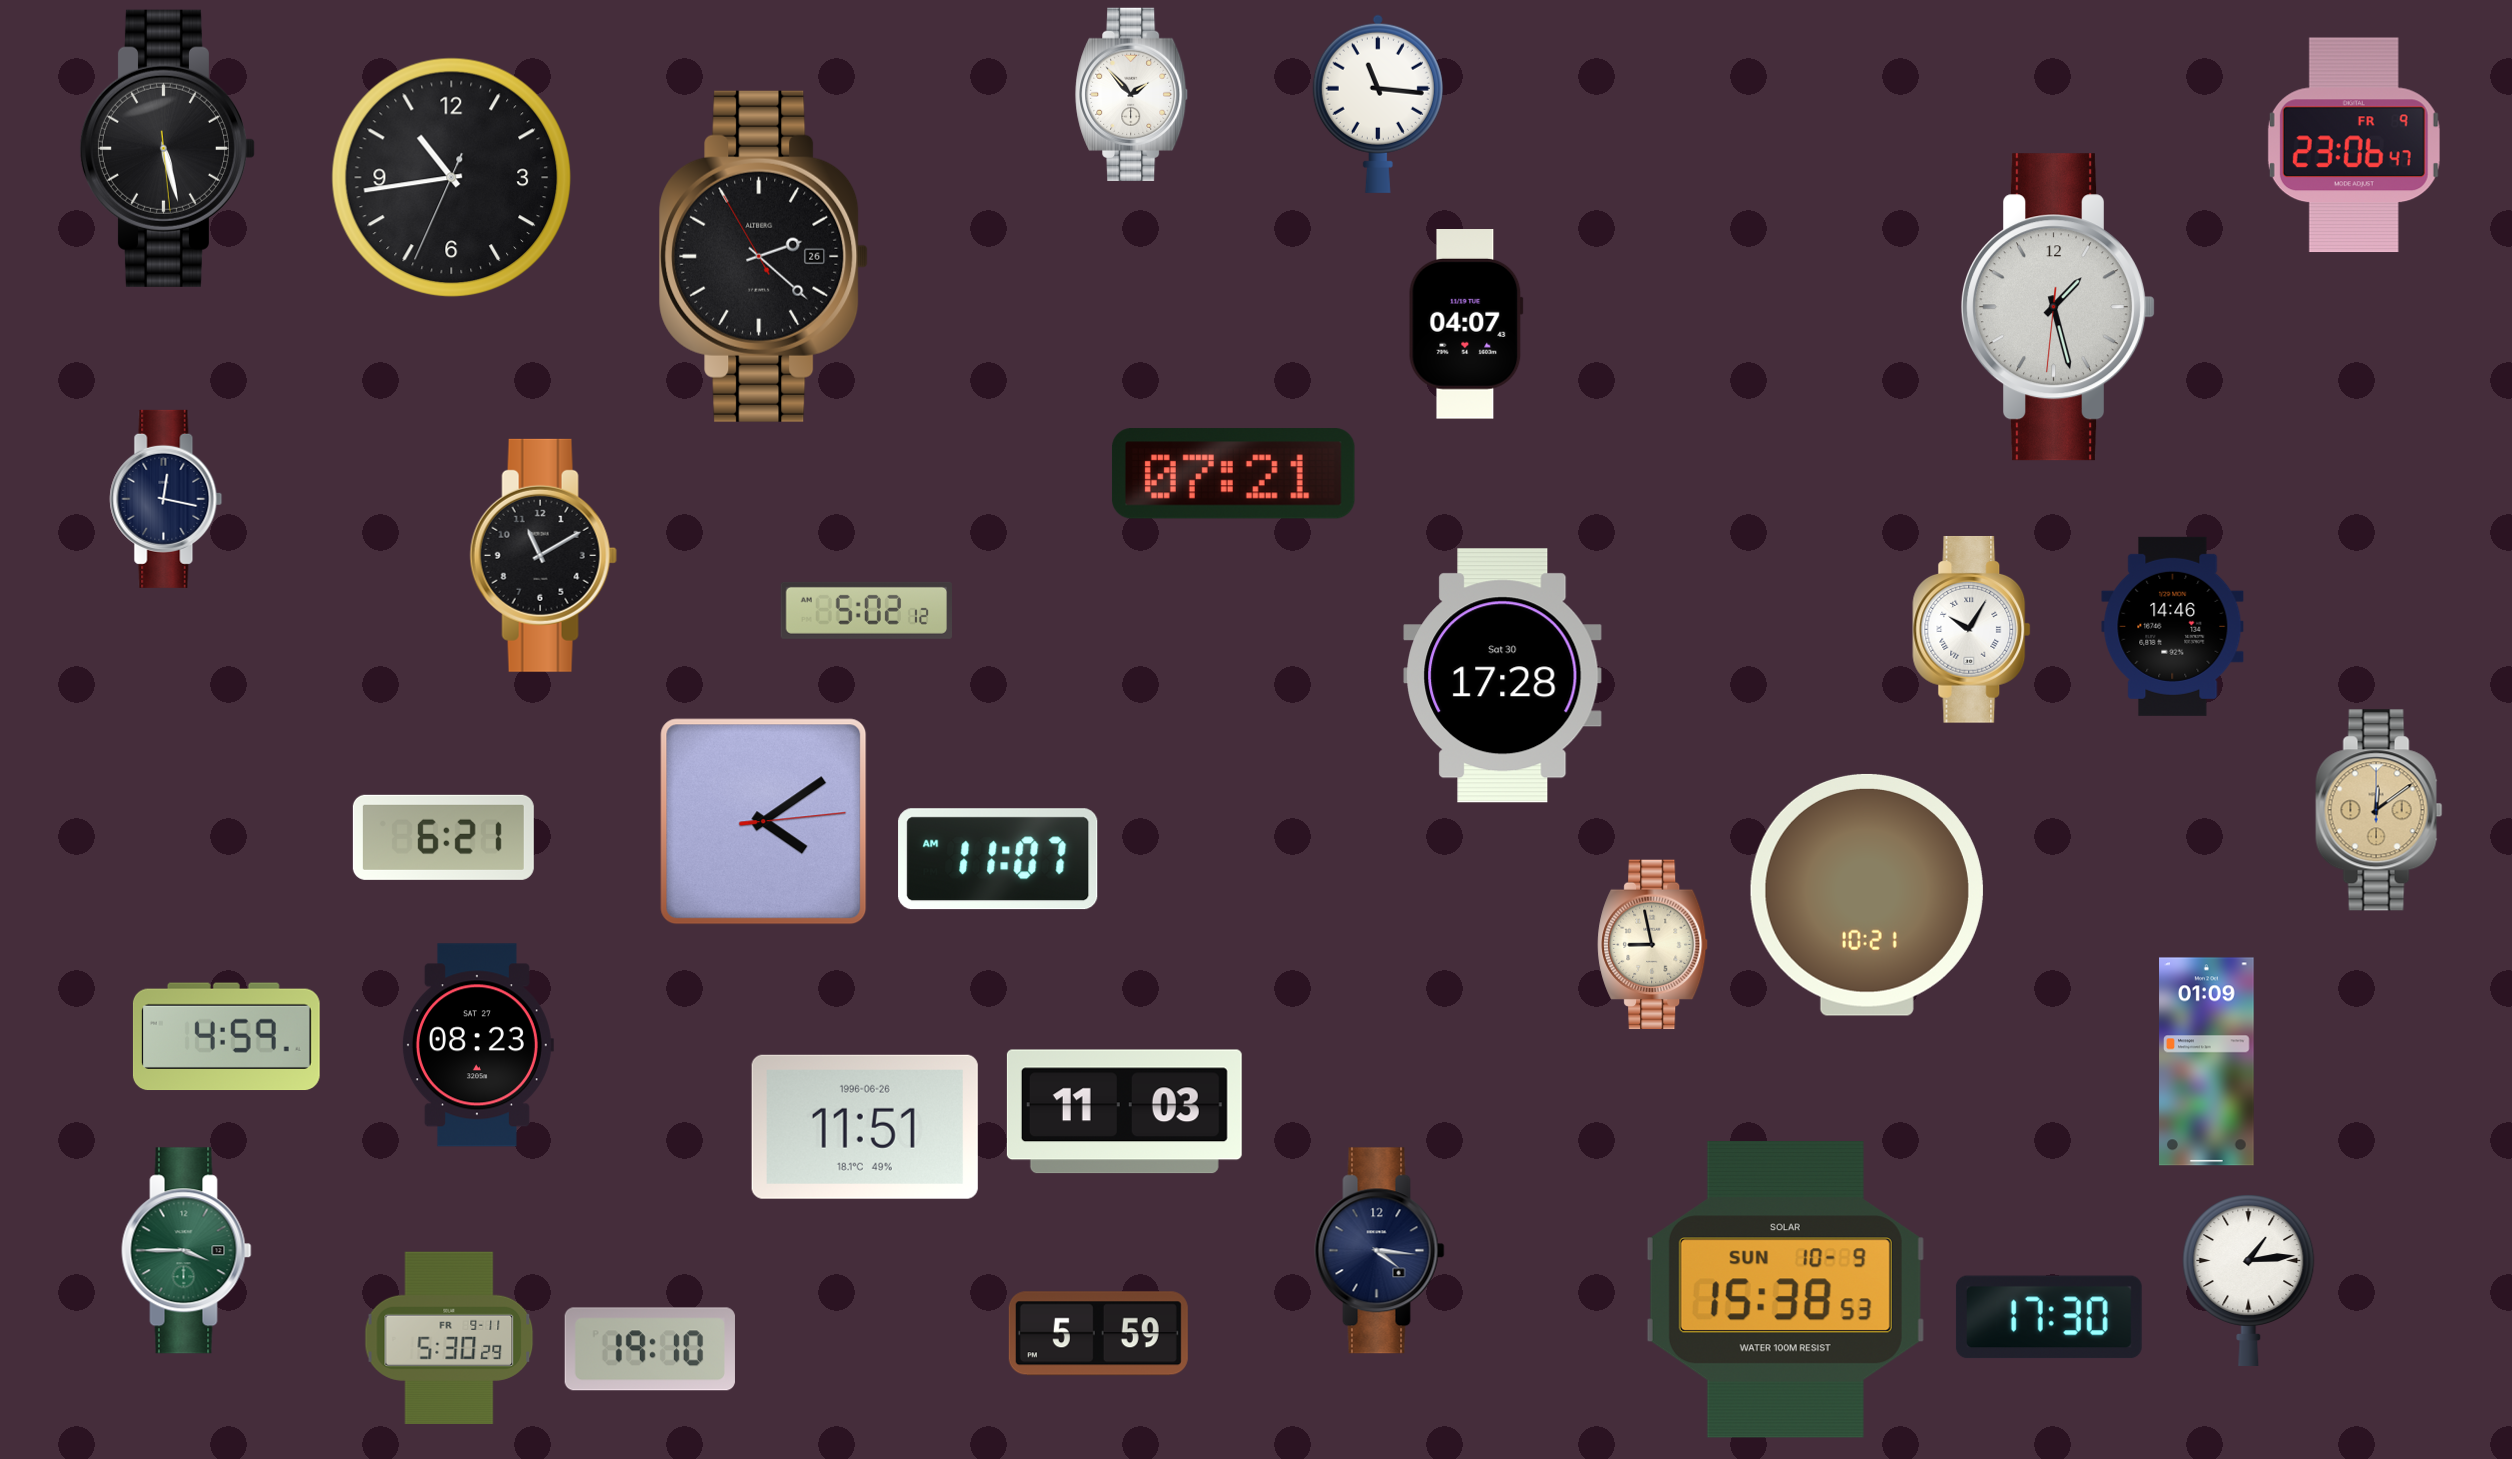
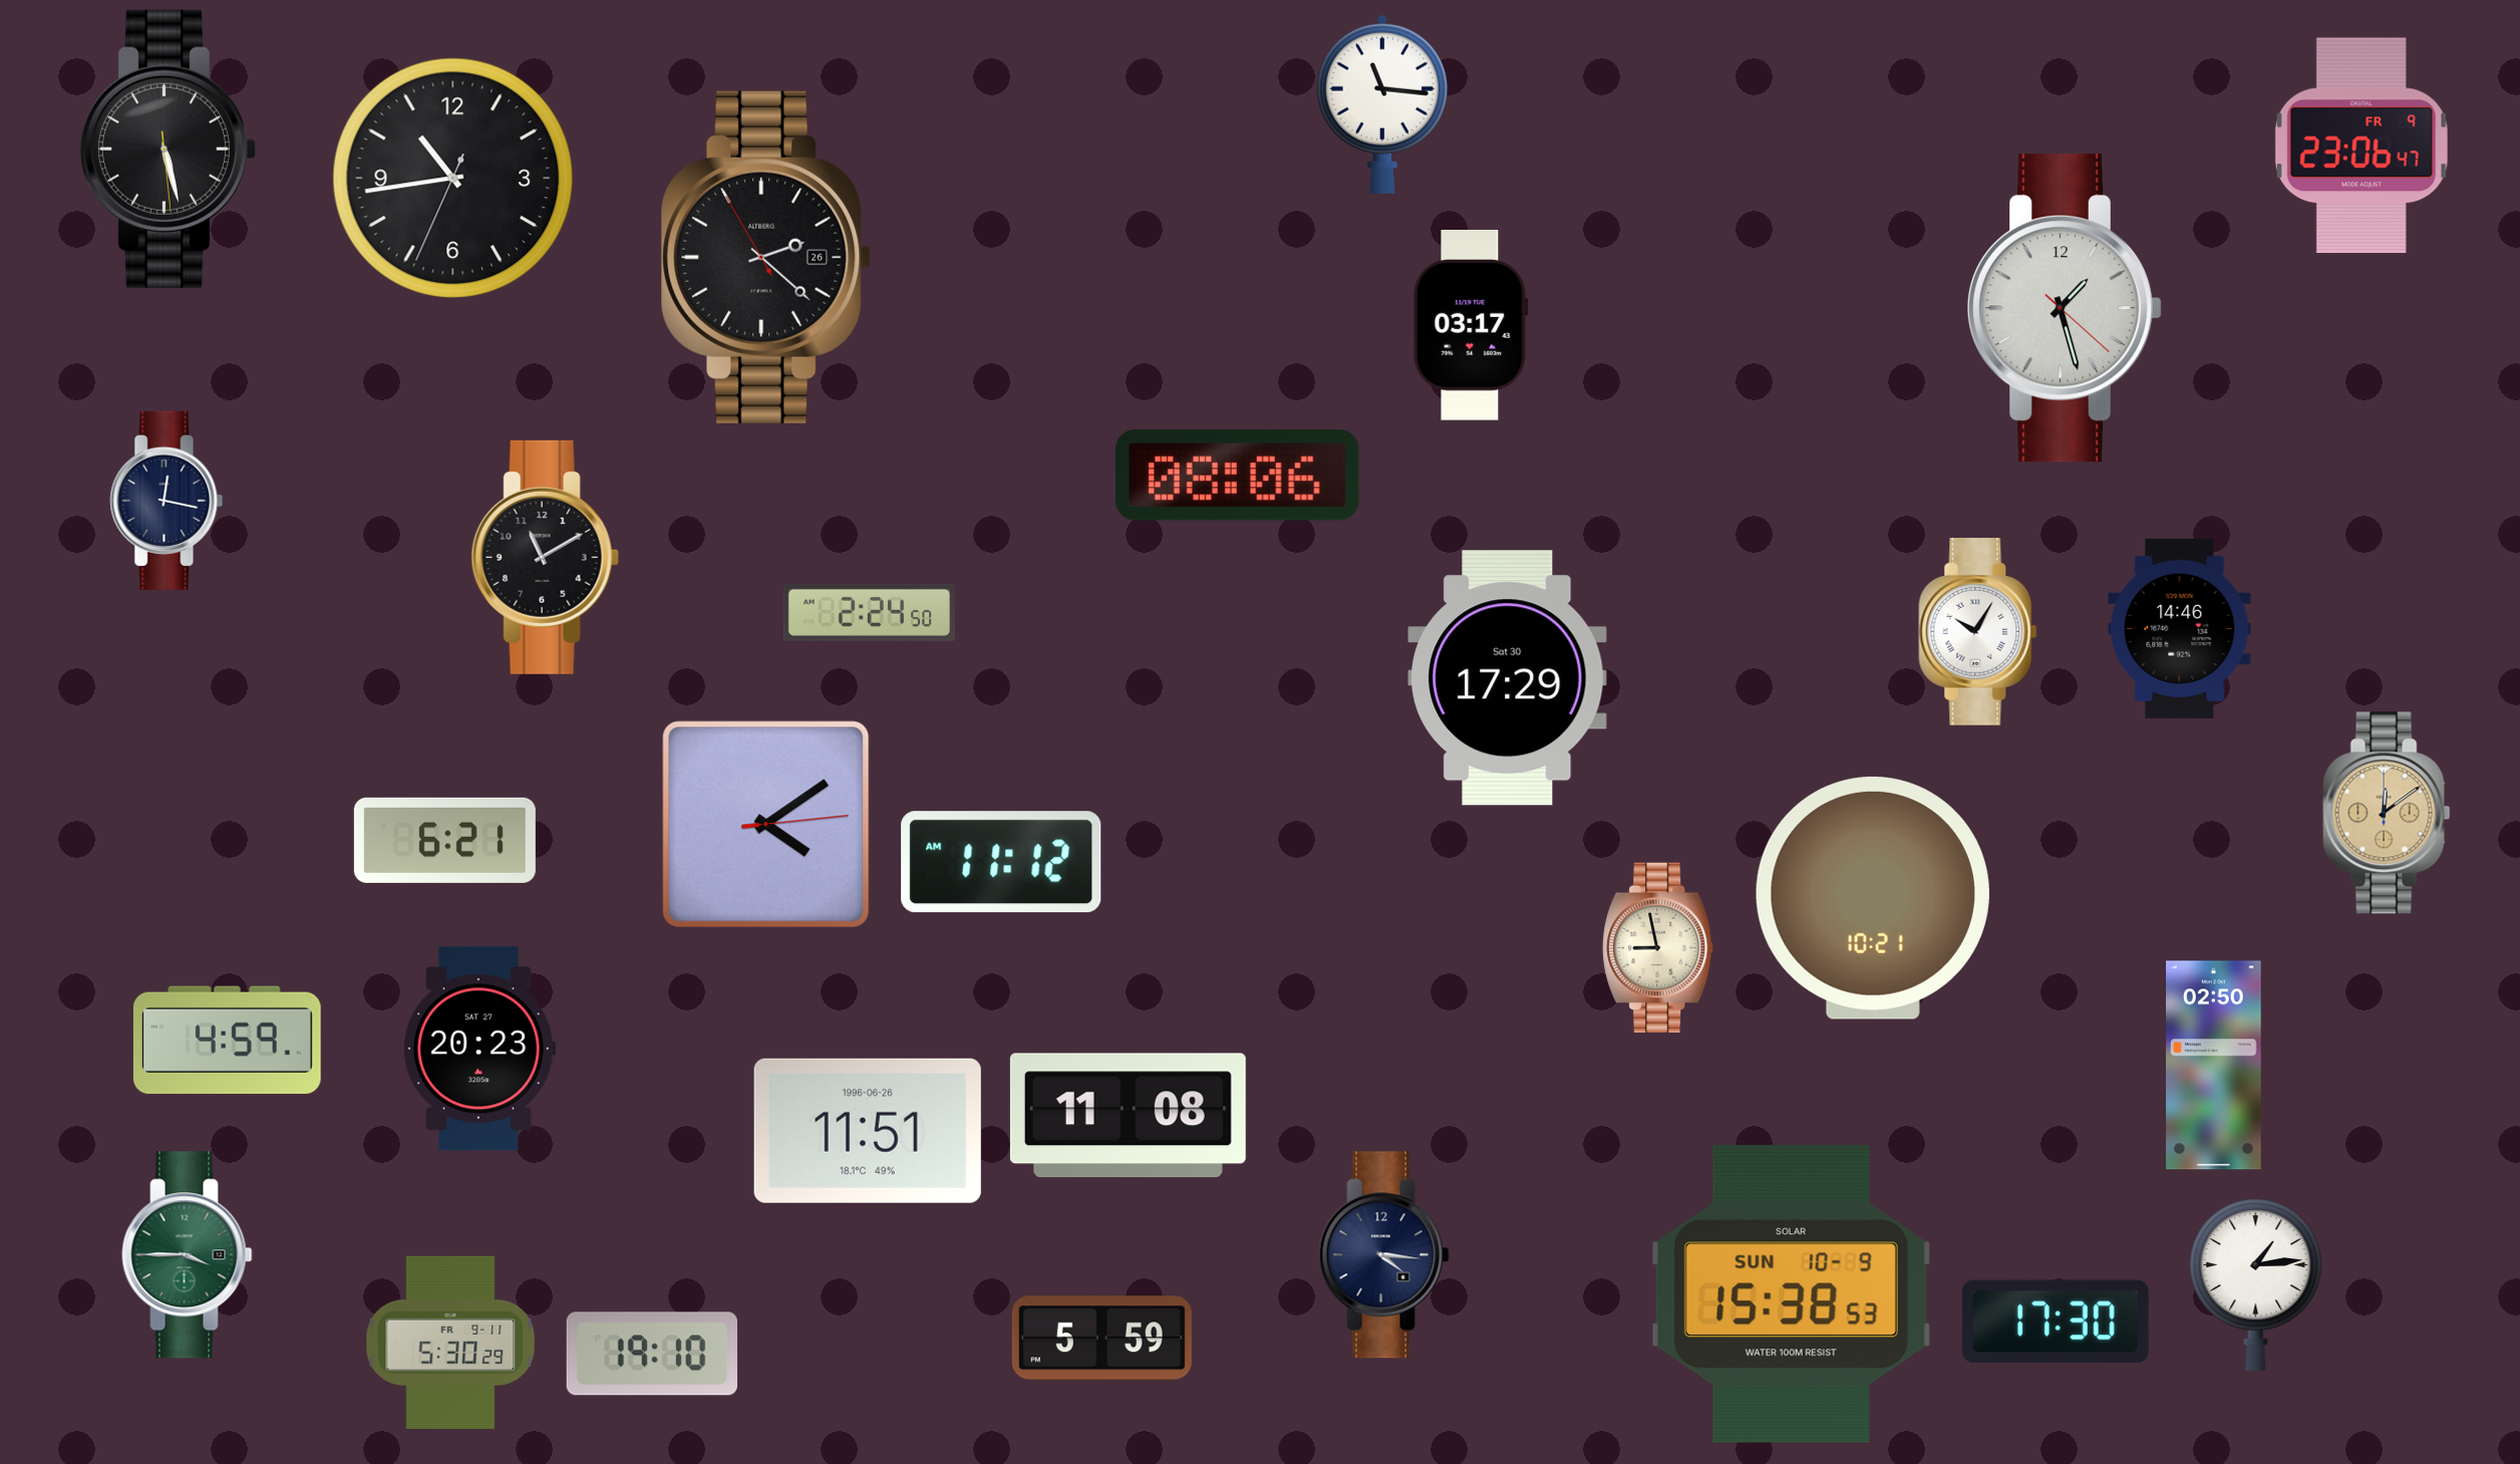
clock at (1132, 94): 1:53 -> none
clock at (2058, 307): 1:27:31 -> 1:27:22
clock at (1466, 325): 04:07 -> 03:17
clock at (1233, 474): 07:21 -> 08:06
clock at (866, 610): 5:02 -> 2:24
clock at (1503, 676): 17:28 -> 17:29
clock at (998, 859): 11:07 -> 11:12
clock at (477, 1045): 08:23 -> 20:23
clock at (2207, 1062): 01:09 -> 02:50
clock at (1124, 1112): 11:03 -> 11:08
